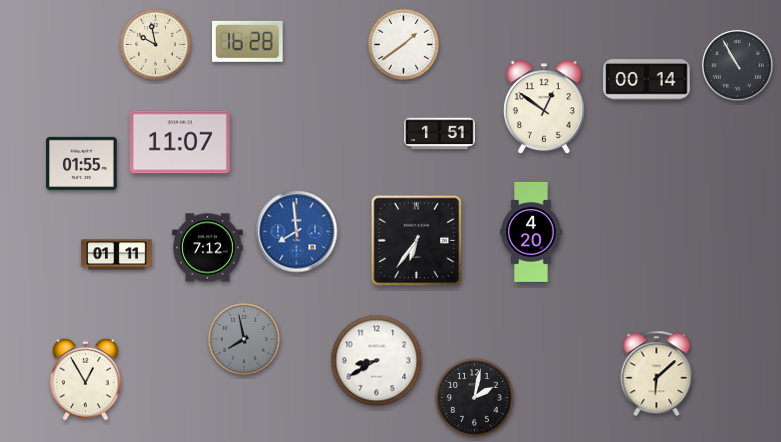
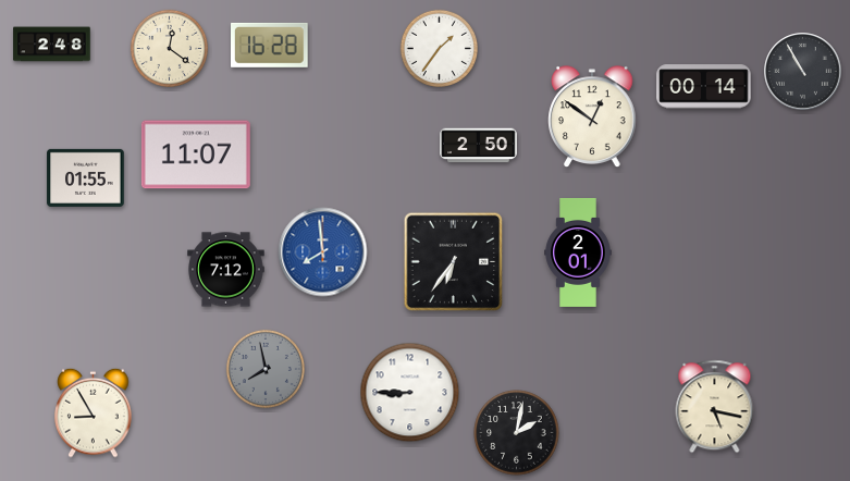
clock at (52, 45): none -> 2:48
clock at (155, 44): 9:58 -> 12:21
clock at (403, 44): 1:39 -> 1:36
clock at (440, 134): 1:51 -> 2:50
clock at (82, 163) position: (82, 163) -> (86, 177)
clock at (531, 232): 4:20 -> 2:01
clock at (117, 255): 01:11 -> none
clock at (377, 361): 8:40 -> 8:45
clock at (657, 374): 6:08 -> 5:17
clock at (86, 379): 12:55 -> 8:55
